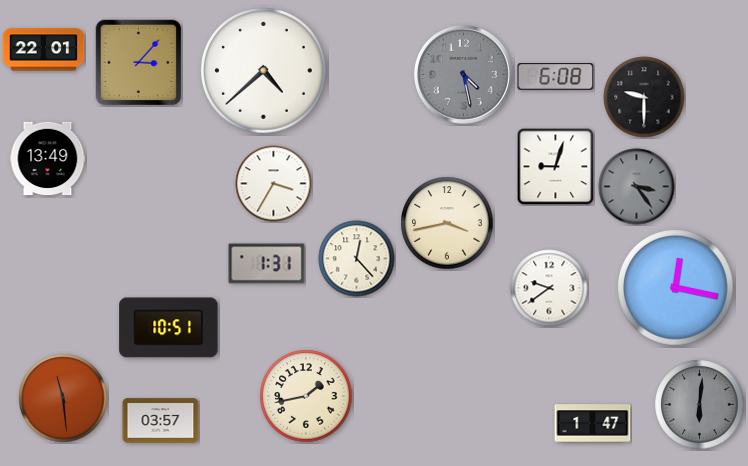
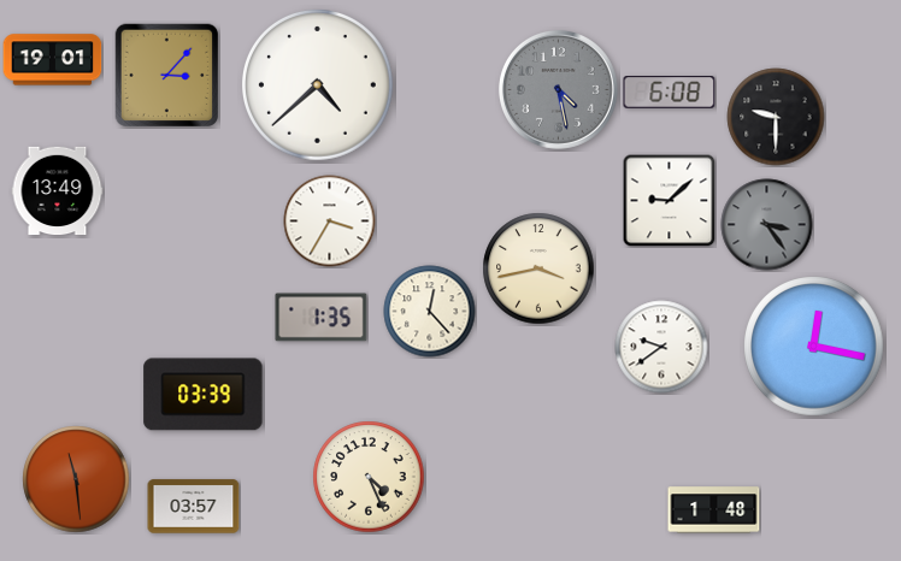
clock at (44, 50): 22:01 -> 19:01
clock at (555, 166): 9:03 -> 9:08
clock at (267, 264): 1:31 -> 1:35
clock at (169, 328): 10:51 -> 03:39
clock at (306, 396): 1:43 -> 4:26
clock at (700, 405): 6:01 -> none
clock at (593, 424): 1:47 -> 1:48
